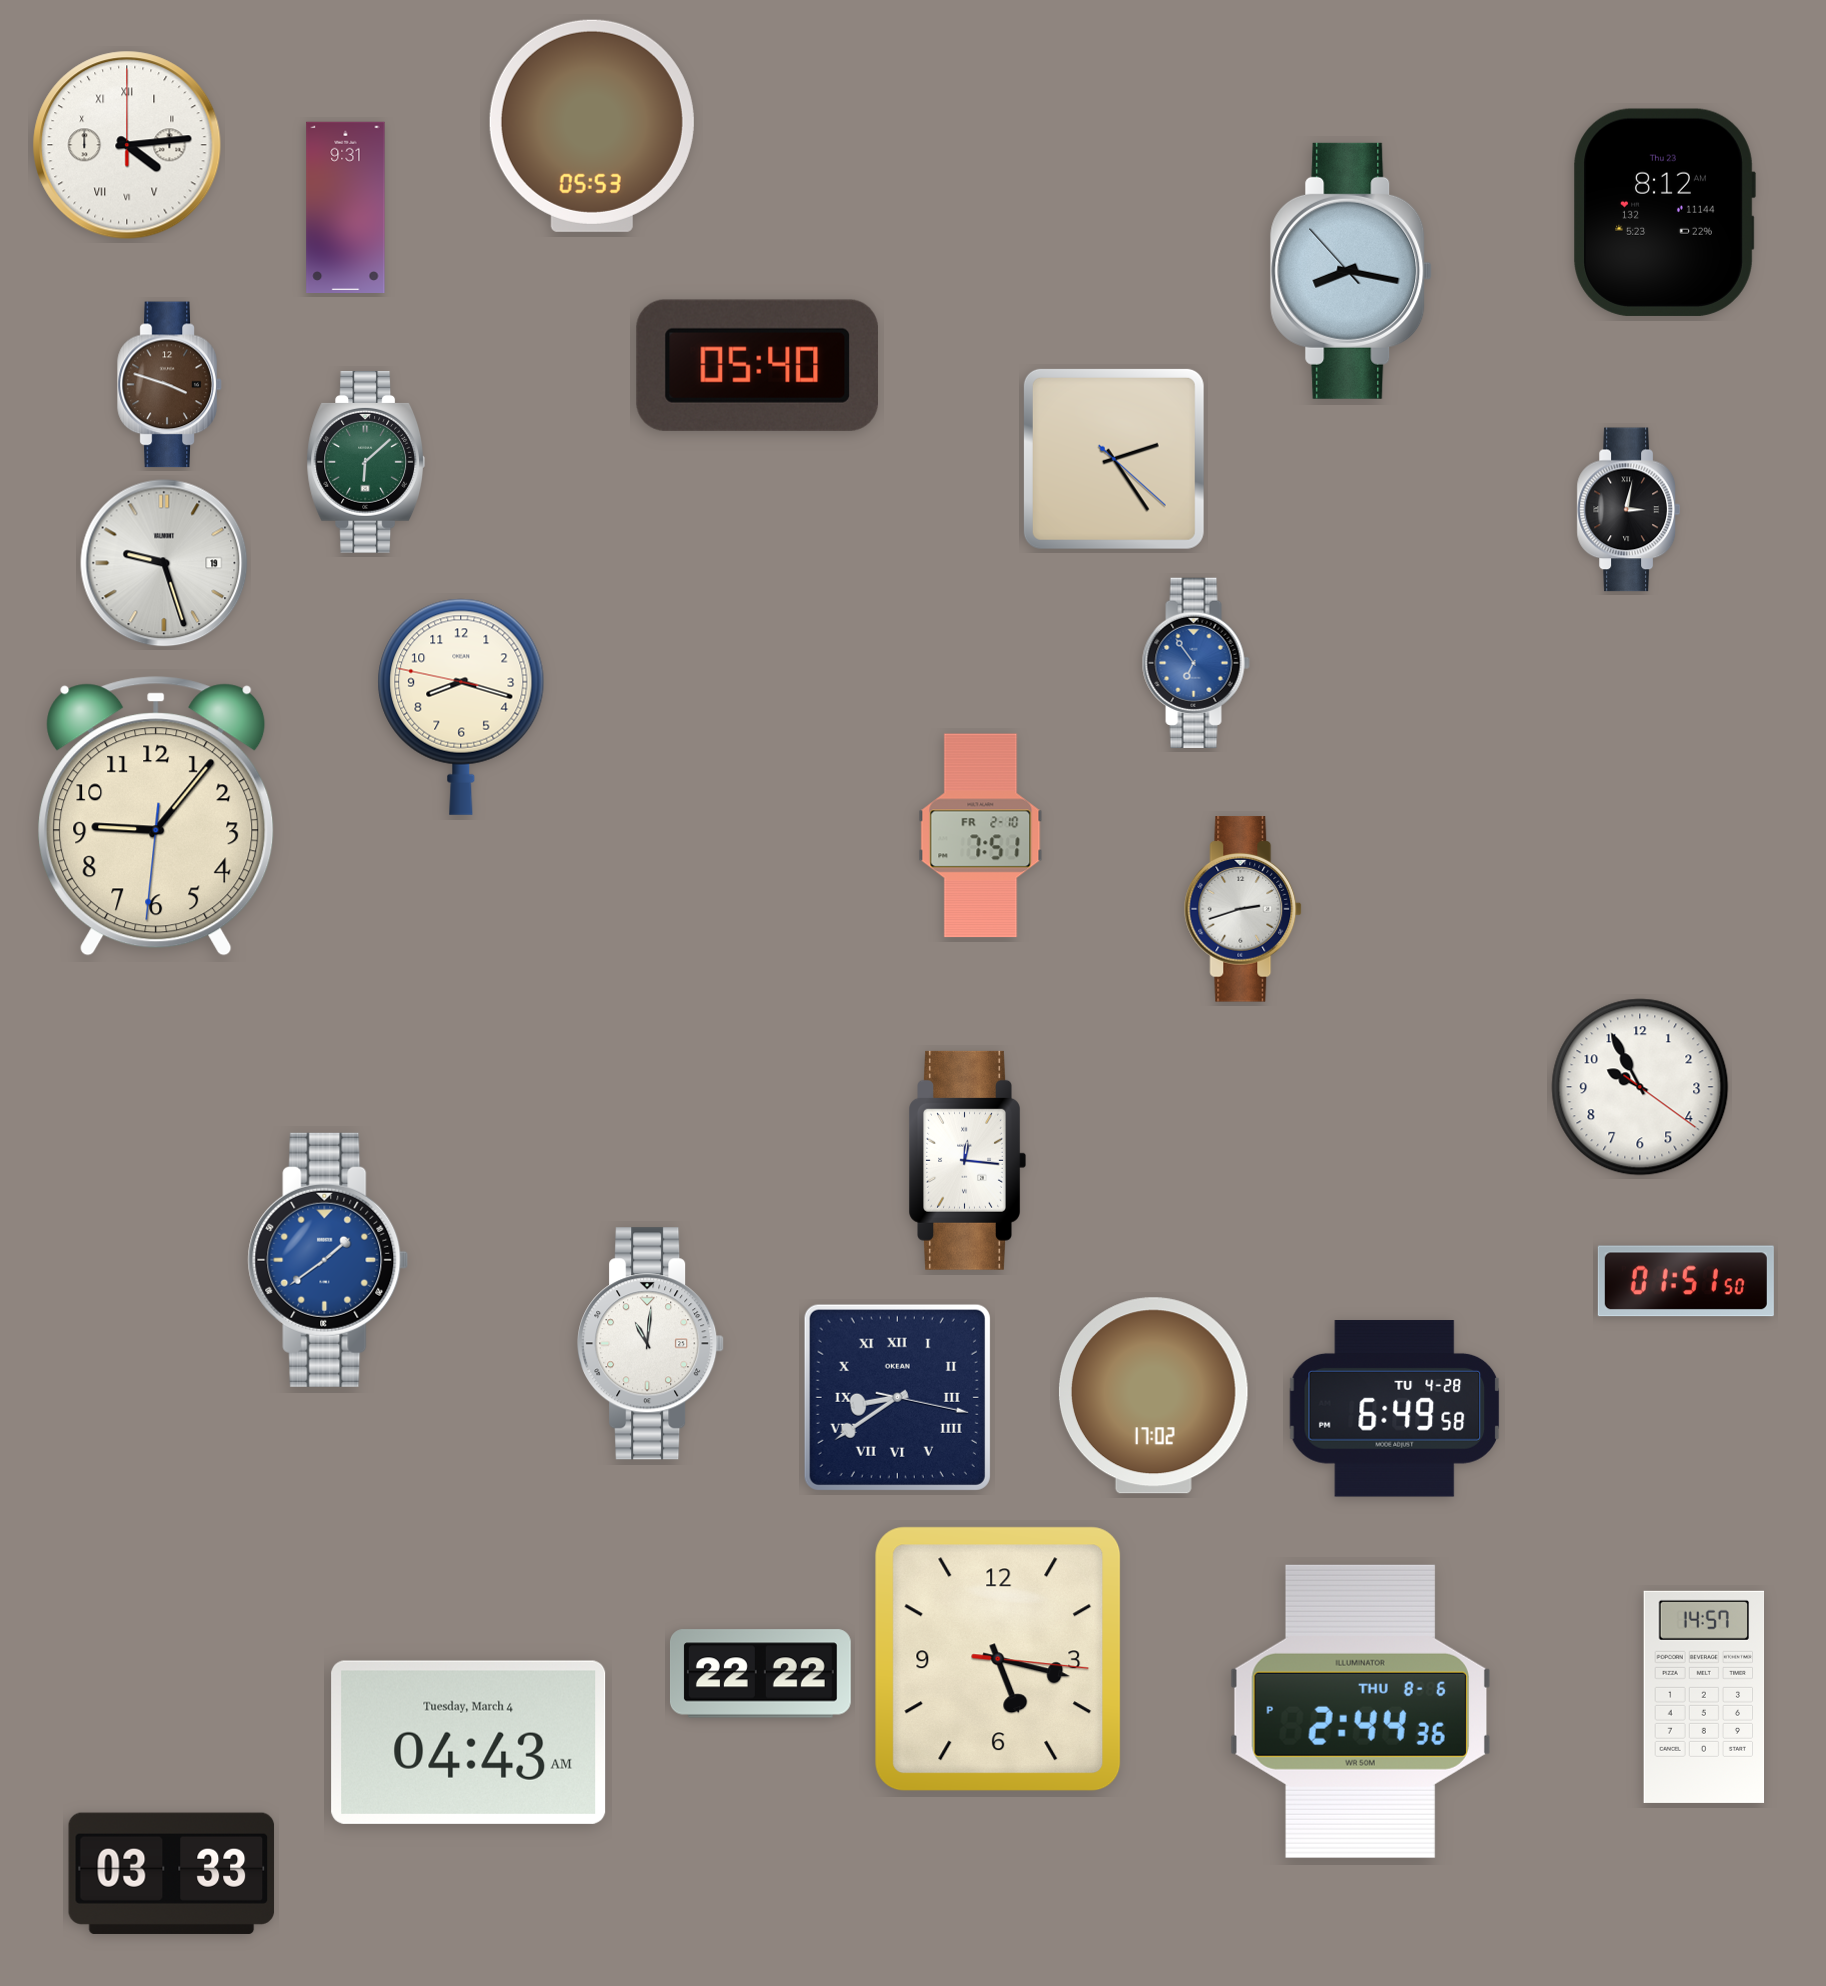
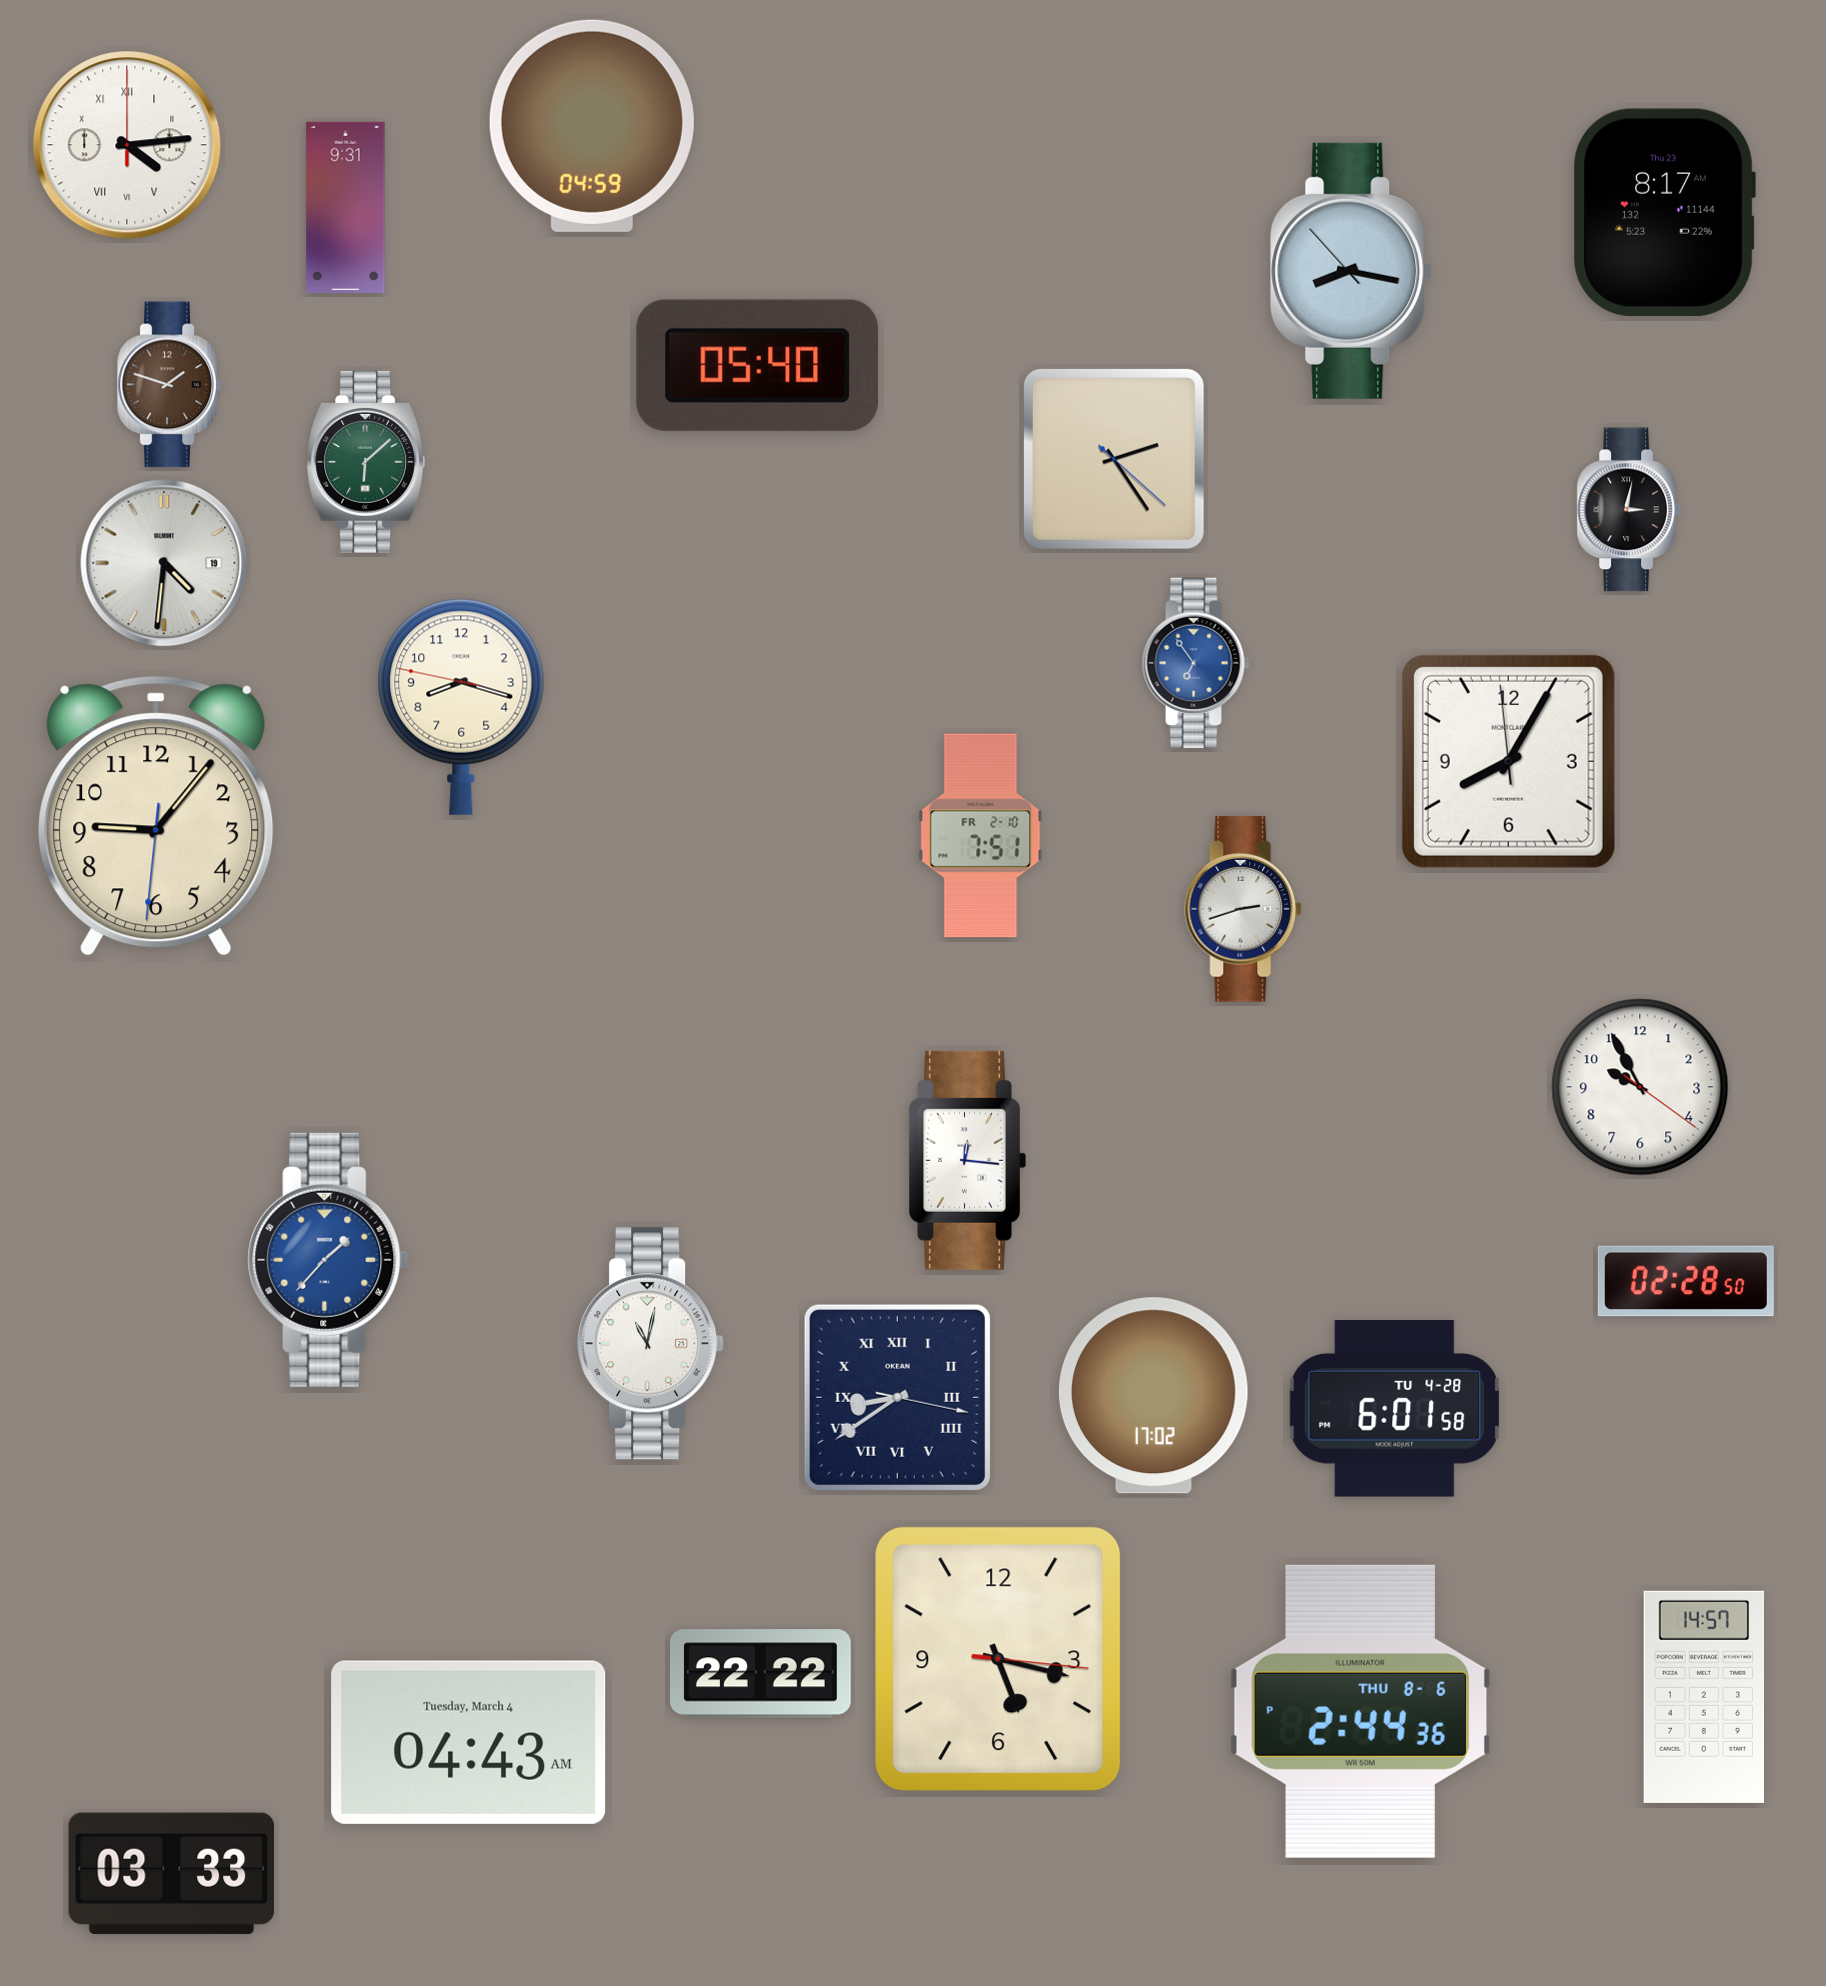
clock at (592, 126): 05:53 -> 04:59
clock at (1664, 212): 8:12 -> 8:17
clock at (170, 385): 3:48 -> 1:48
clock at (164, 563): 9:27 -> 4:31
clock at (1508, 761): none -> 8:04
clock at (328, 1260): 1:39 -> 1:37
clock at (1686, 1281): 01:51 -> 02:28
clock at (651, 1344): 11:01 -> 11:02
clock at (1395, 1409): 6:49 -> 6:01
